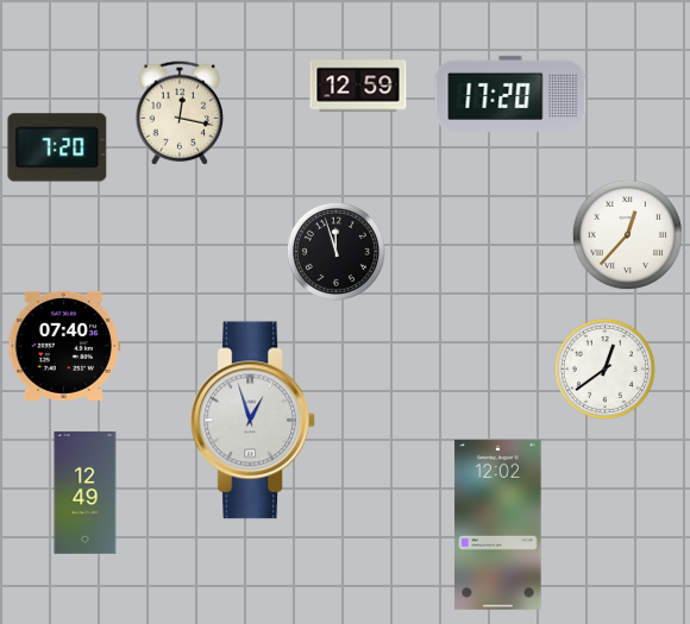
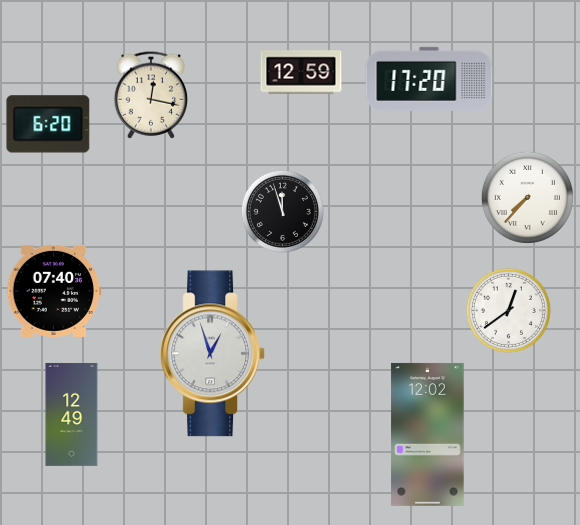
clock at (57, 147): 7:20 -> 6:20
clock at (627, 234): 12:37 -> 7:37
clock at (498, 524) position: (498, 524) -> (428, 434)
